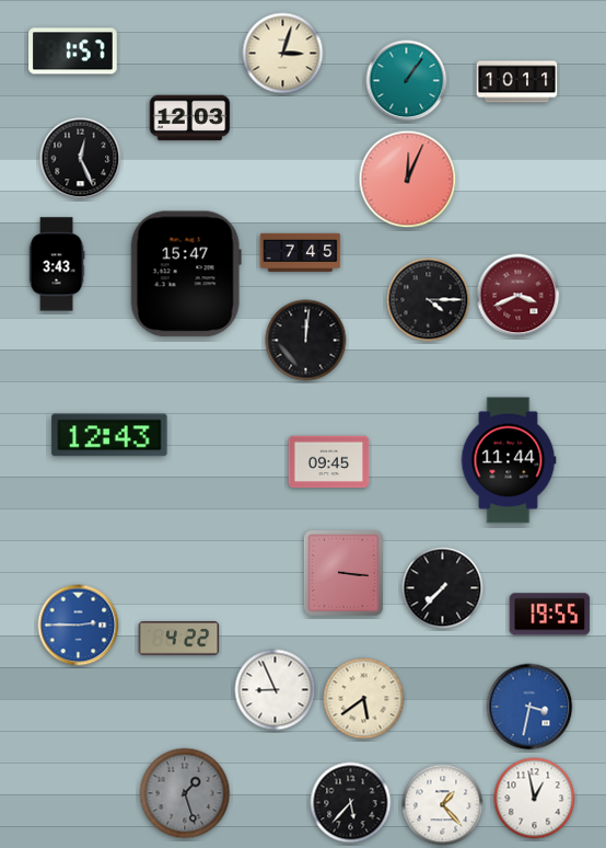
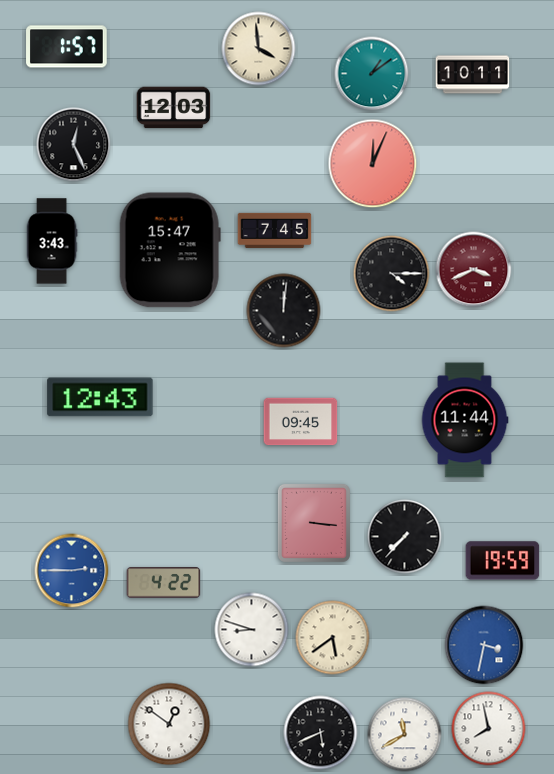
clock at (283, 54): 3:03 -> 3:59
clock at (407, 81): 1:06 -> 1:09
clock at (306, 341) position: (306, 341) -> (284, 311)
clock at (550, 615): 19:55 -> 19:59
clock at (276, 690): 8:56 -> 8:48
clock at (185, 793): 1:27 -> 12:51
clock at (185, 793) dial: grey -> white
clock at (535, 799): 12:58 -> 7:58
clock at (351, 803): 5:37 -> 5:41
clock at (443, 805): 1:23 -> 11:40
